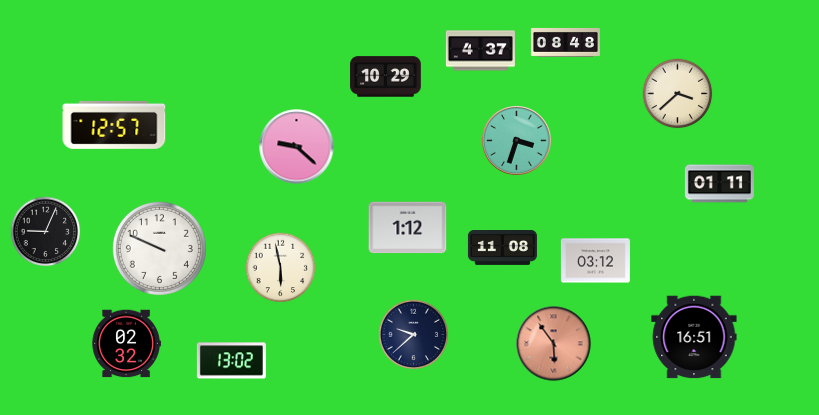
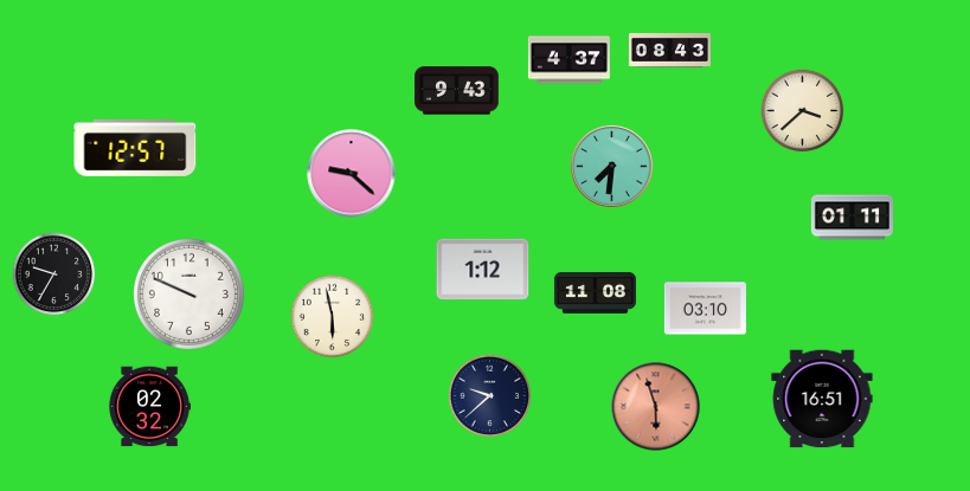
clock at (565, 42): 08:48 -> 08:43
clock at (386, 77): 10:29 -> 9:43
clock at (517, 141): 3:33 -> 7:31
clock at (46, 232): 9:04 -> 9:35
clock at (595, 261): 03:12 -> 03:10
clock at (554, 344): 5:54 -> 5:57
clock at (231, 361): 13:02 -> none
